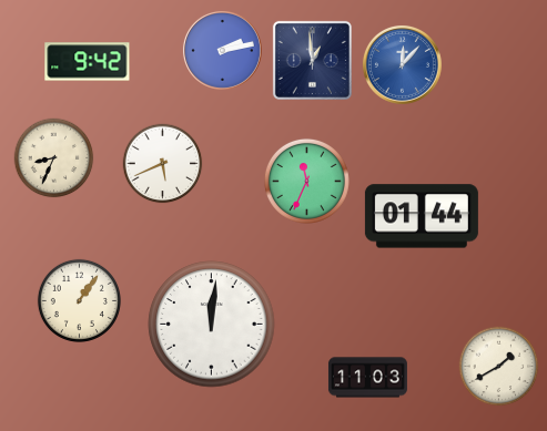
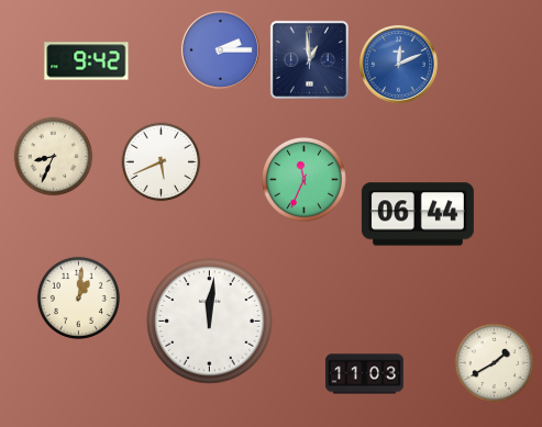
clock at (222, 50): 2:13 -> 2:15
clock at (402, 64): 12:07 -> 12:11
clock at (422, 216): 01:44 -> 06:44
clock at (79, 300): 1:06 -> 1:01
